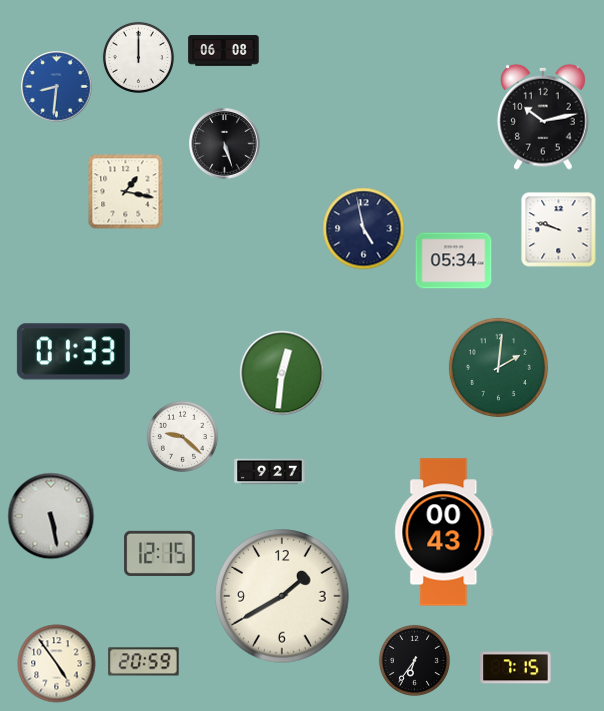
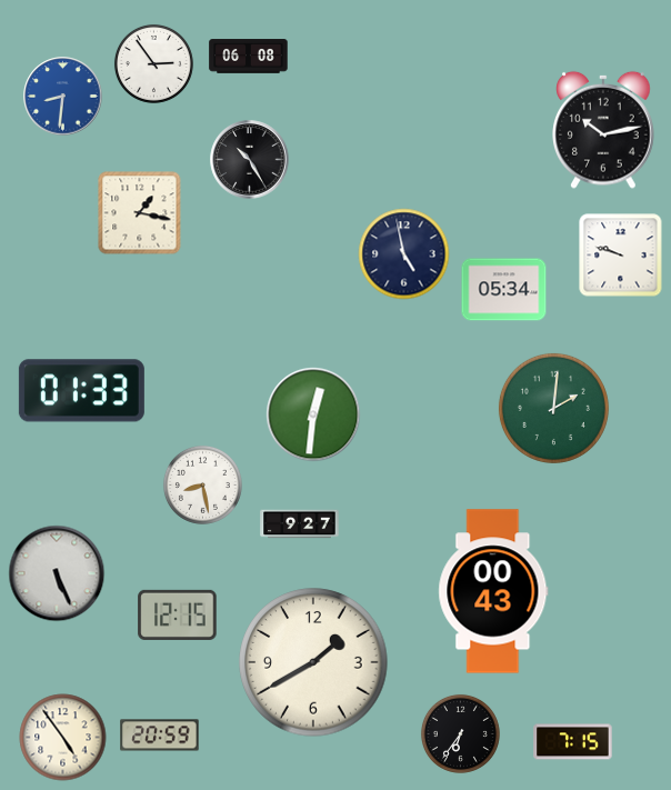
clock at (138, 57): 12:00 -> 2:54
clock at (225, 144): 5:27 -> 10:25
clock at (182, 436): 9:22 -> 8:28
clock at (51, 516): 5:28 -> 5:26
